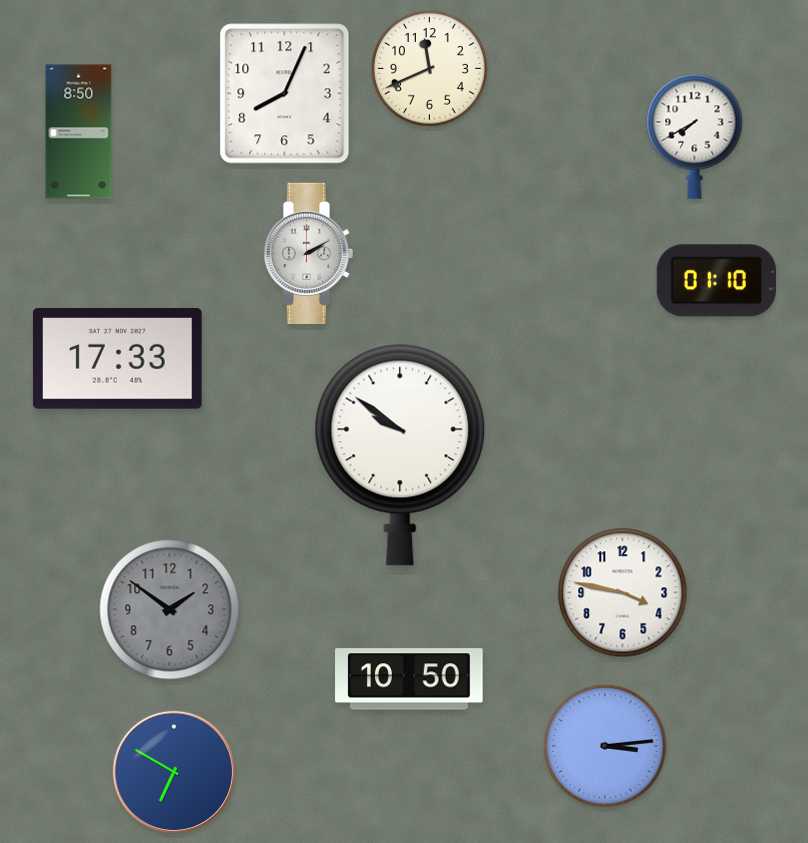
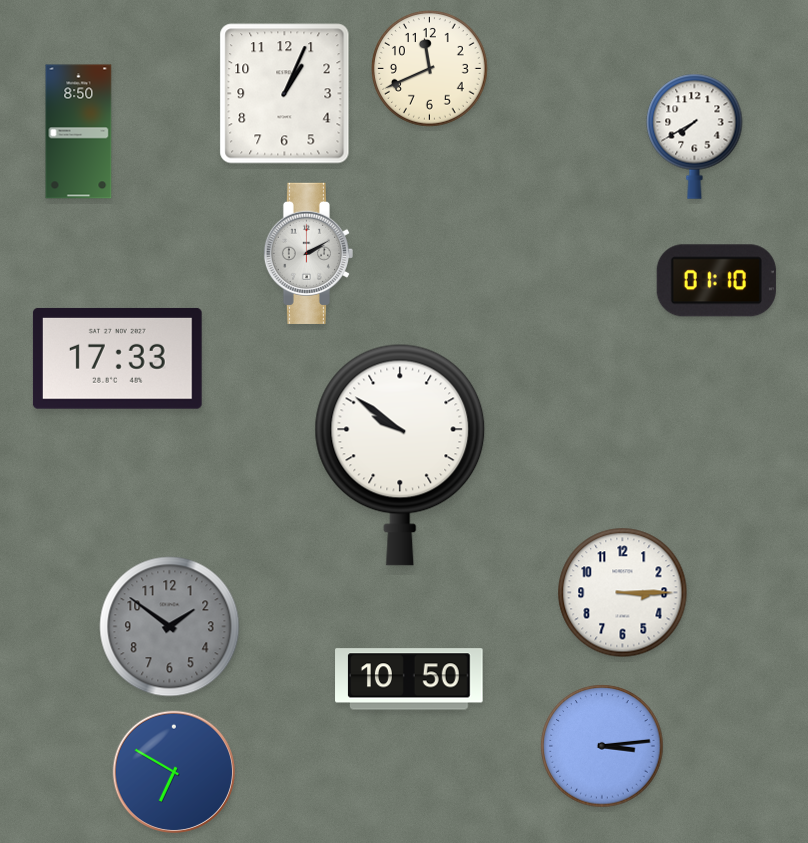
clock at (285, 94): 8:04 -> 1:04
clock at (623, 593): 3:47 -> 3:15
clock at (170, 610) position: (170, 610) -> (170, 627)
clock at (605, 746) position: (605, 746) -> (602, 746)
